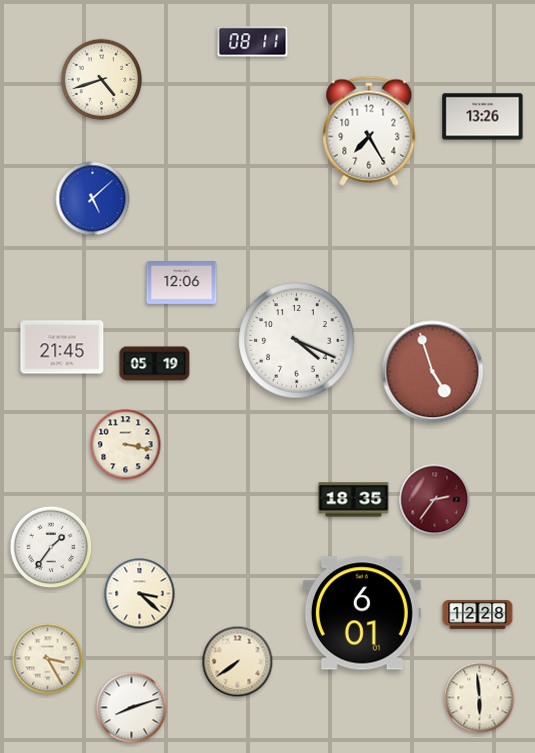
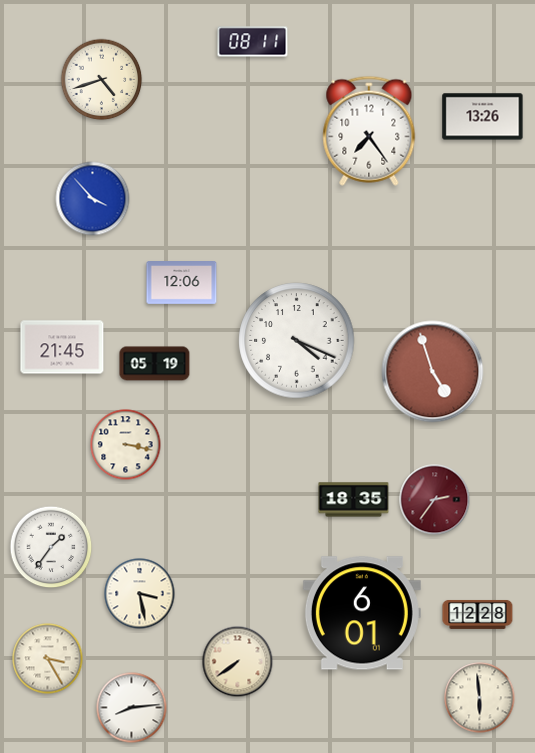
clock at (369, 131): 7:25 -> 7:24
clock at (93, 199): 5:08 -> 3:53
clock at (140, 594): 3:22 -> 3:28
clock at (132, 708): 8:12 -> 8:14
